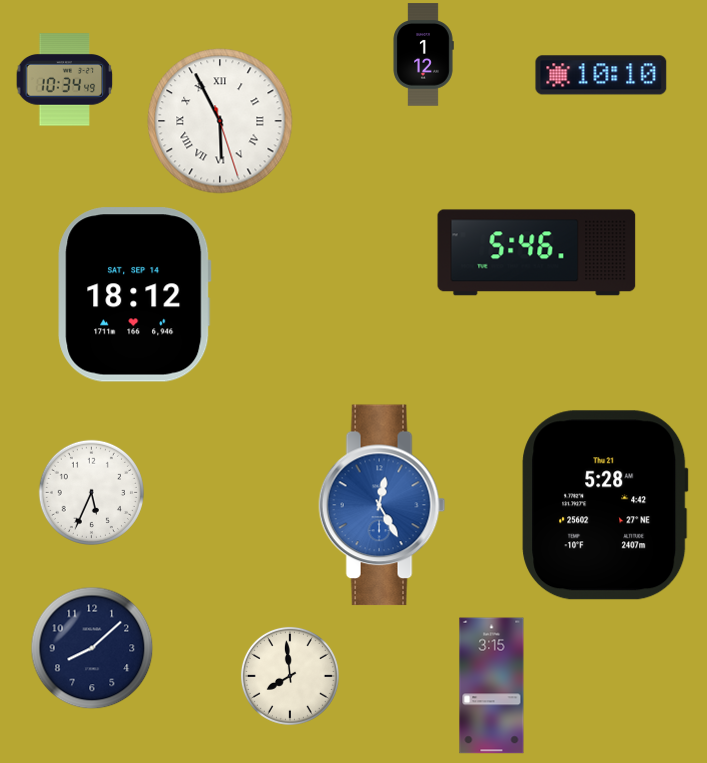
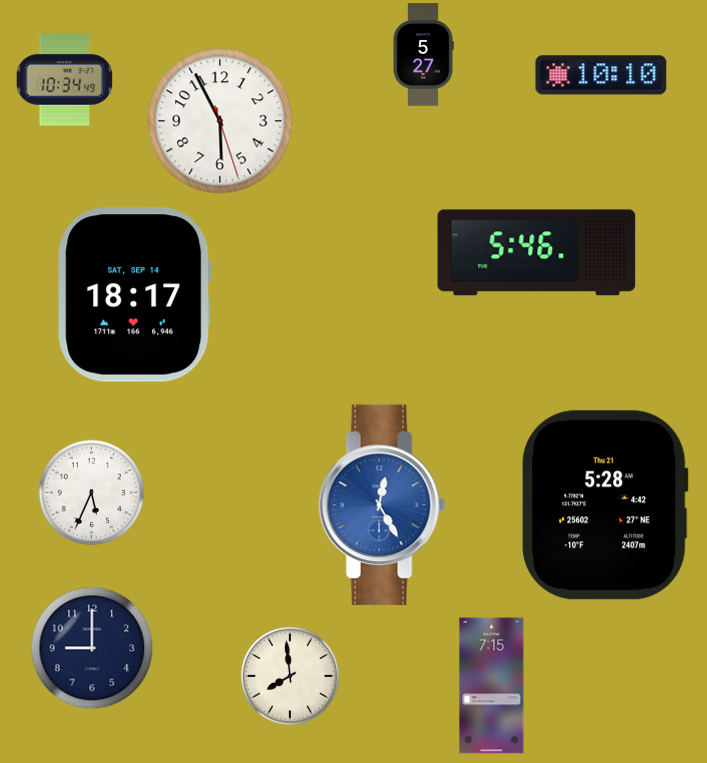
clock at (423, 55): 1:12 -> 5:27
clock at (220, 121) numerals: Roman -> Arabic
clock at (135, 295): 18:12 -> 18:17
clock at (92, 648): 8:08 -> 9:00
clock at (492, 686): 3:15 -> 7:15
